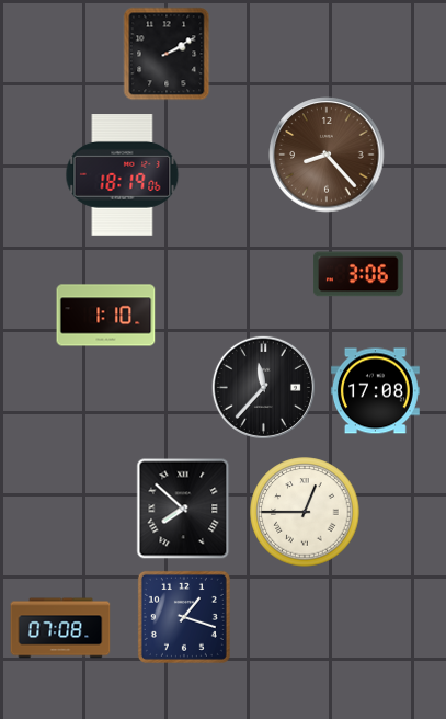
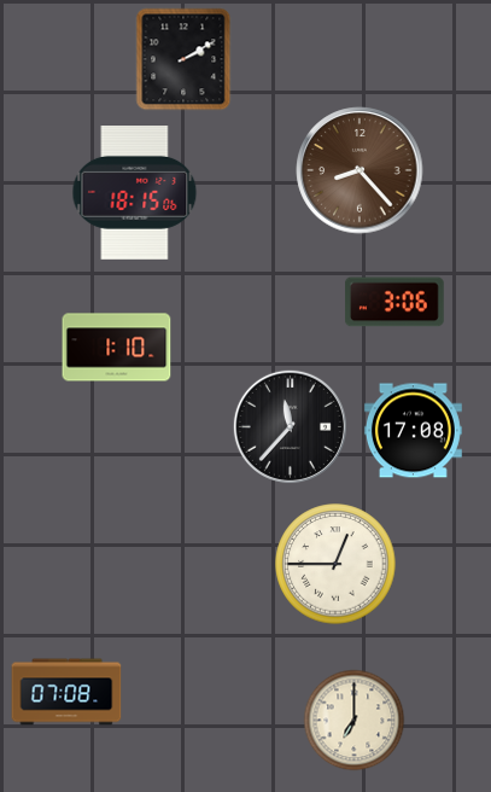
clock at (123, 175): 18:19 -> 18:15
clock at (183, 509): 7:52 -> none
clock at (184, 617): 1:18 -> none
clock at (355, 721): none -> 7:00
